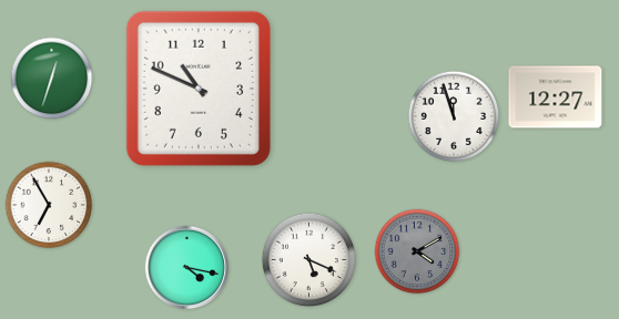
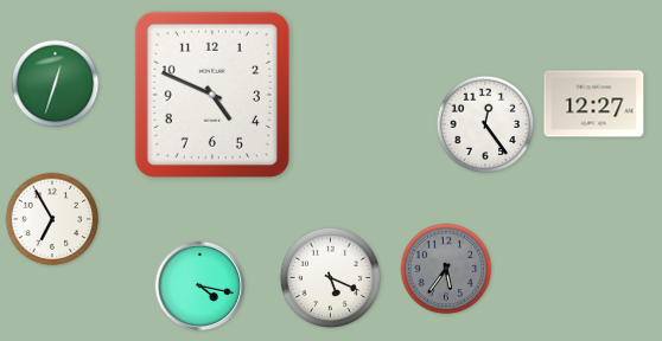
clock at (199, 89): 10:49 -> 4:49
clock at (454, 116): 11:57 -> 12:24
clock at (417, 251): 4:10 -> 5:36
